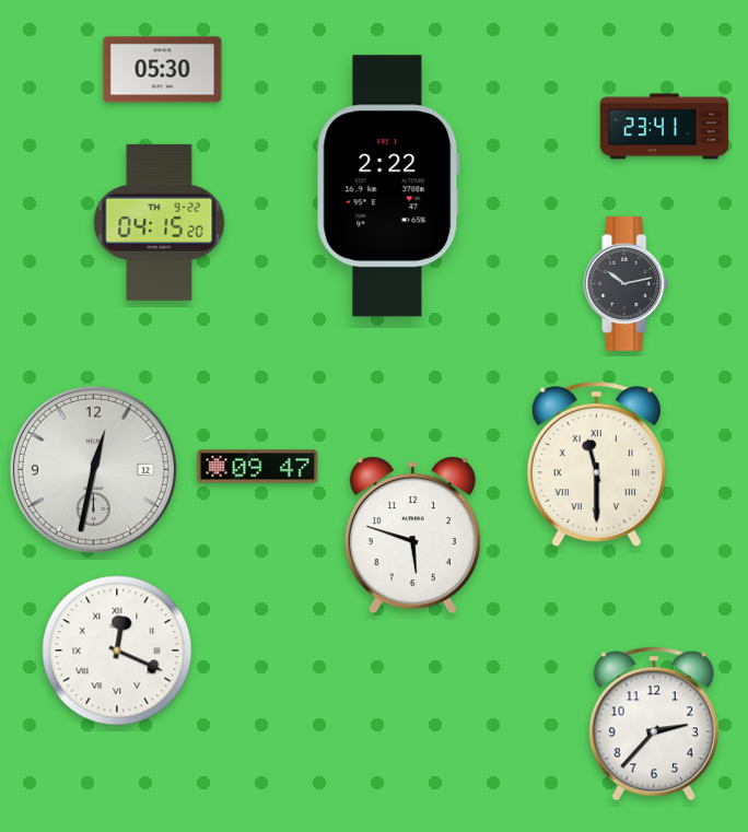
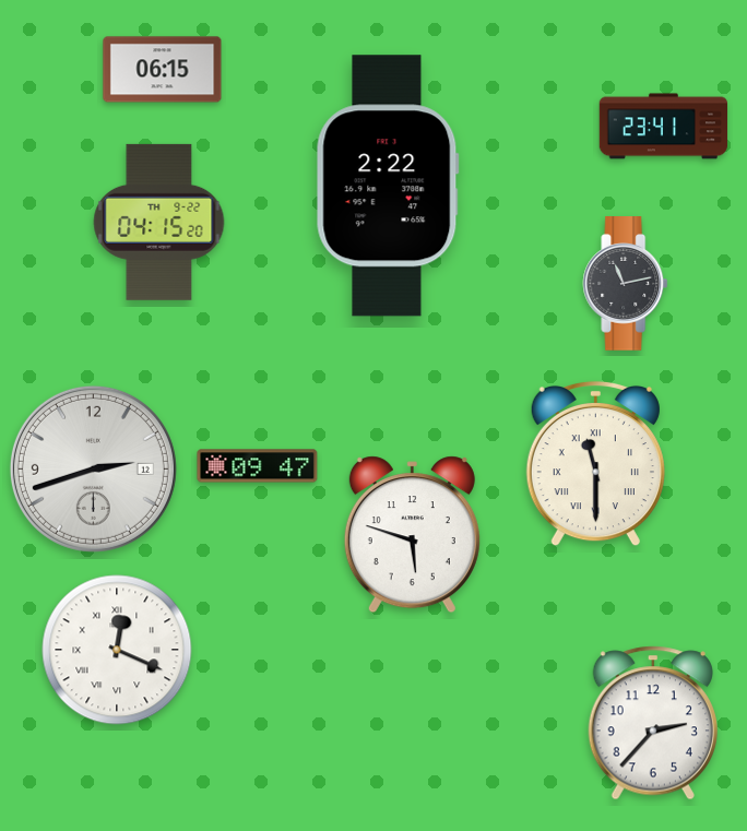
clock at (163, 70): 05:30 -> 06:15
clock at (627, 284): 10:13 -> 11:13
clock at (93, 469): 12:32 -> 2:42
